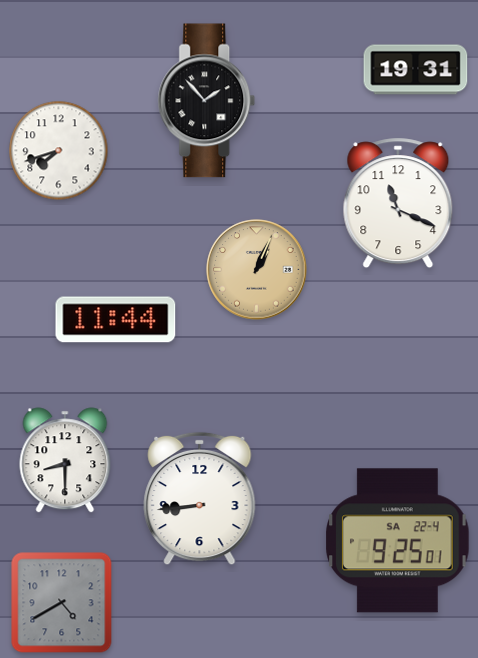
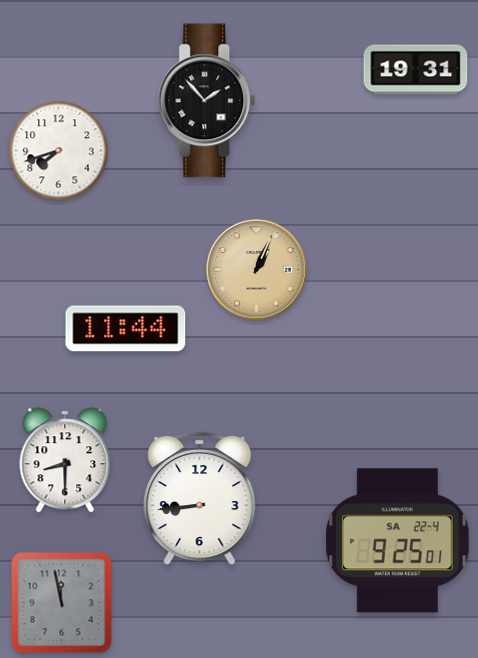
clock at (398, 203): 11:19 -> none
clock at (116, 320) position: (116, 320) -> (126, 329)
clock at (62, 603): 4:40 -> 11:58
